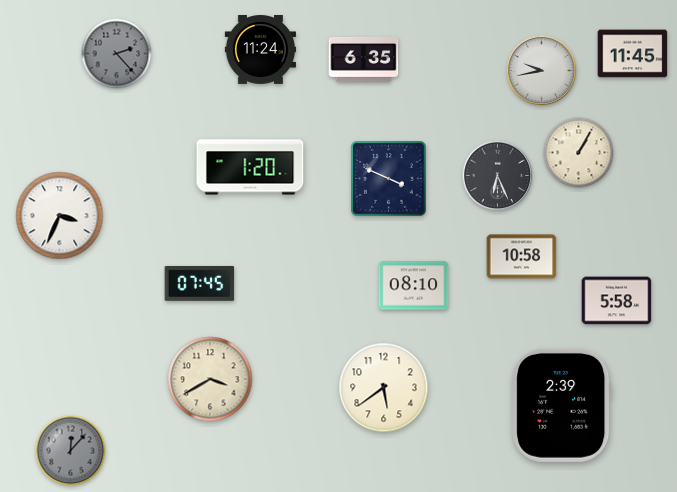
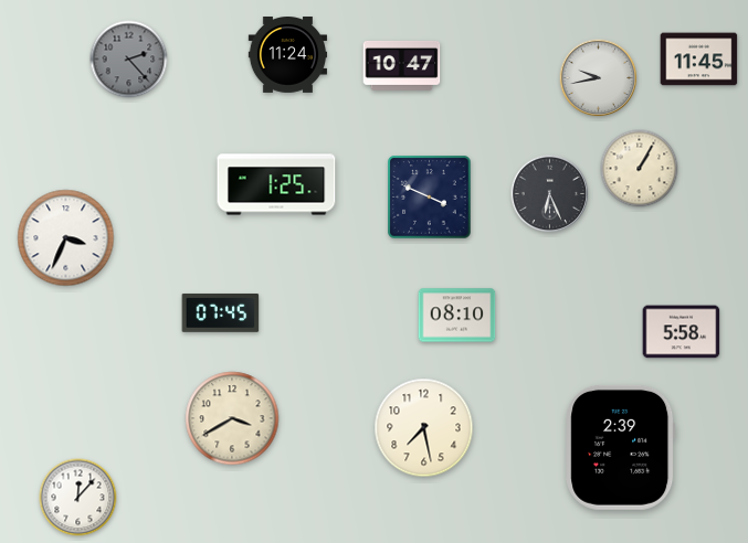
clock at (364, 59): 6:35 -> 10:47
clock at (250, 167): 1:20 -> 1:25
clock at (522, 257): 10:58 -> none
clock at (384, 388): 5:39 -> 7:28
clock at (71, 451) dial: grey -> white
